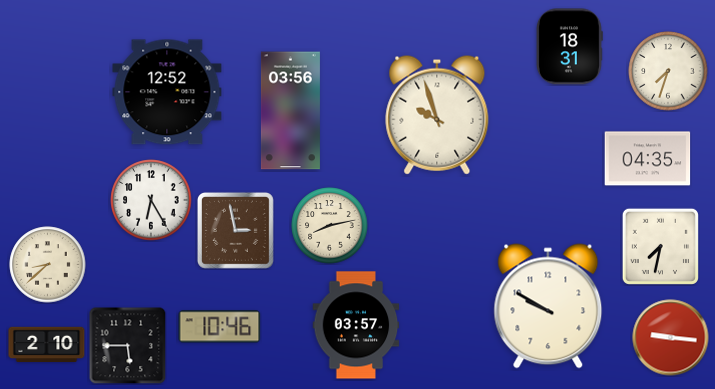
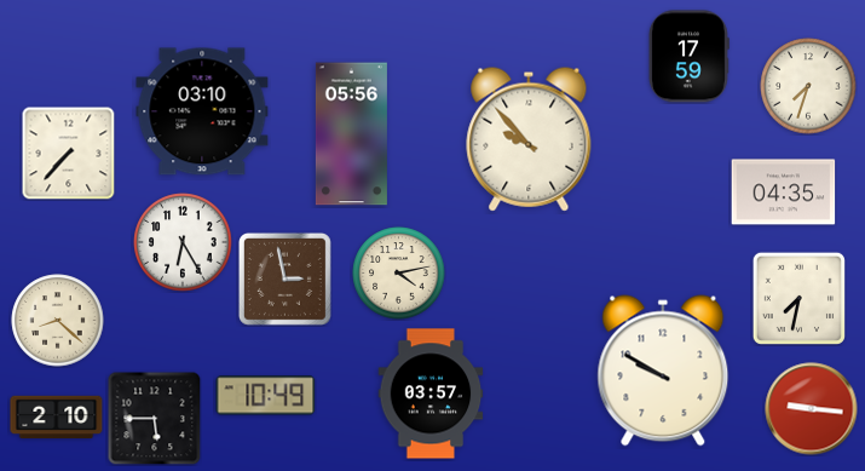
clock at (569, 47): 18:31 -> 17:59
clock at (167, 92): 12:52 -> 03:10
clock at (290, 111): 03:56 -> 05:56
clock at (437, 115): 9:57 -> 9:53
clock at (68, 153): none -> 7:37
clock at (330, 226): 8:13 -> 4:13
clock at (48, 265): 8:38 -> 8:22
clock at (220, 327): 10:46 -> 10:49
